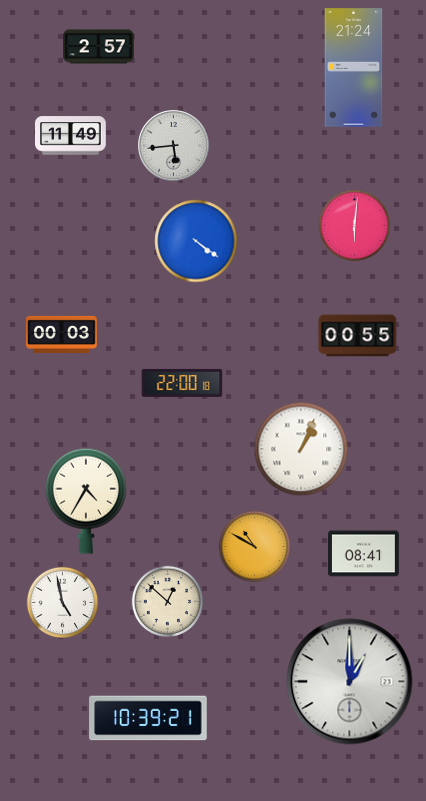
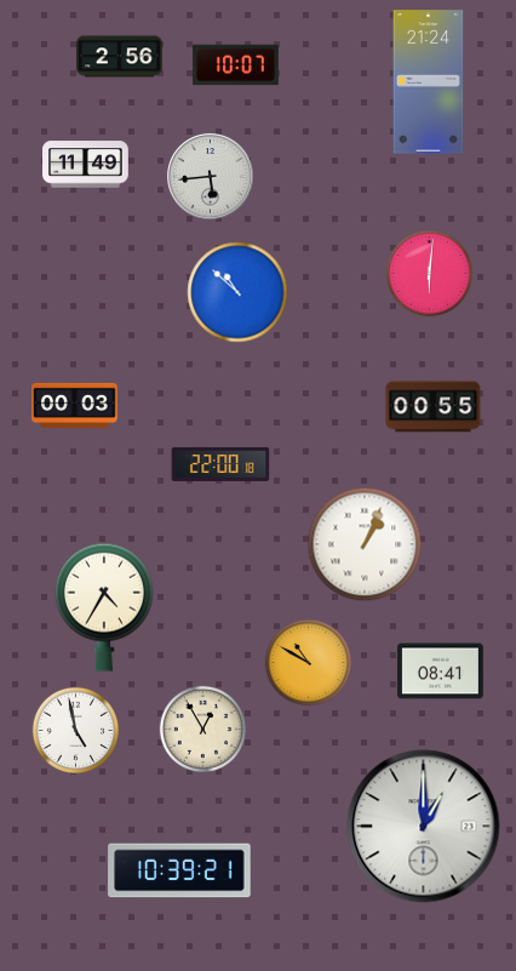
clock at (99, 47): 2:57 -> 2:56
clock at (236, 65): none -> 10:07
clock at (196, 241): 4:21 -> 10:52
clock at (168, 602): 12:52 -> 12:55
